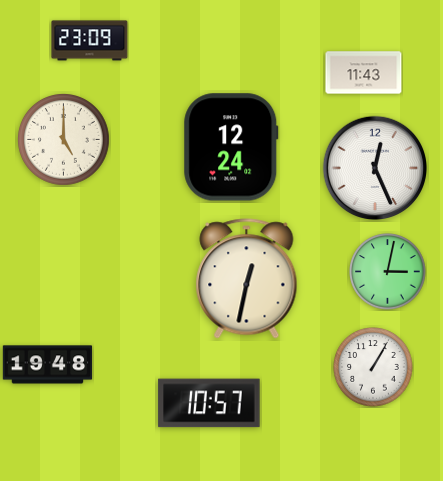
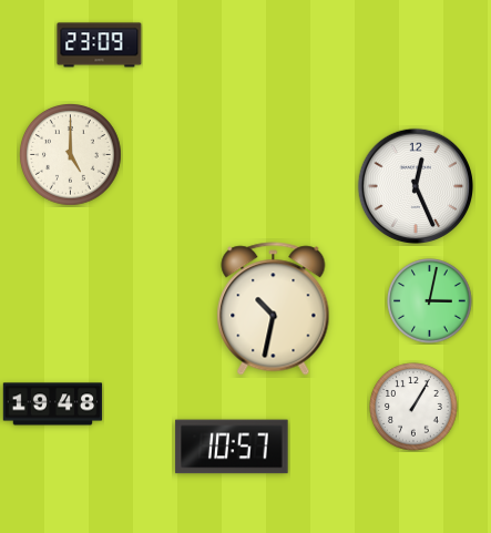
clock at (364, 73): 11:43 -> none
clock at (231, 147): 12:24 -> none
clock at (247, 279): 12:32 -> 10:32
